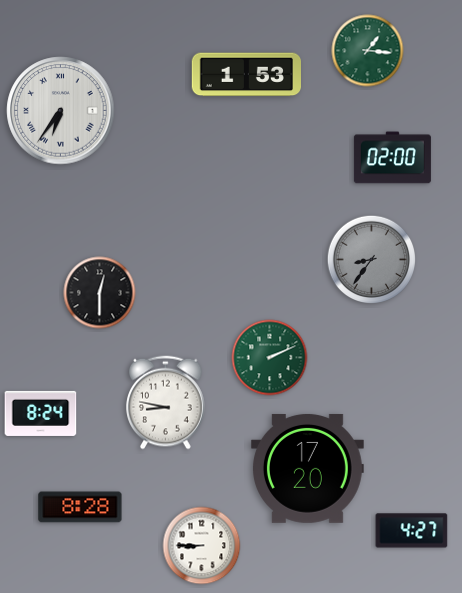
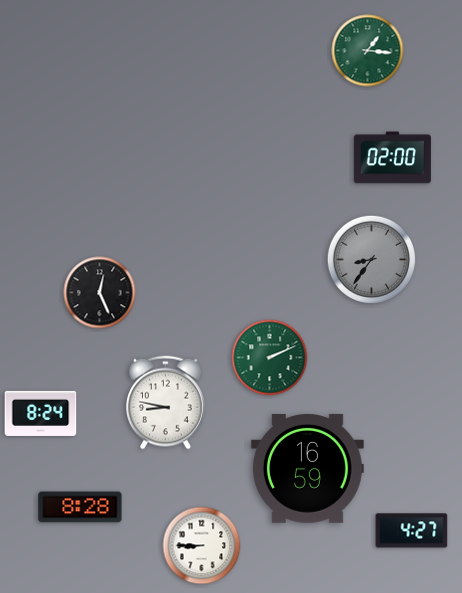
clock at (246, 75): 1:53 -> none
clock at (61, 111): 6:36 -> none
clock at (100, 293): 12:30 -> 12:26
clock at (307, 468): 17:20 -> 16:59
